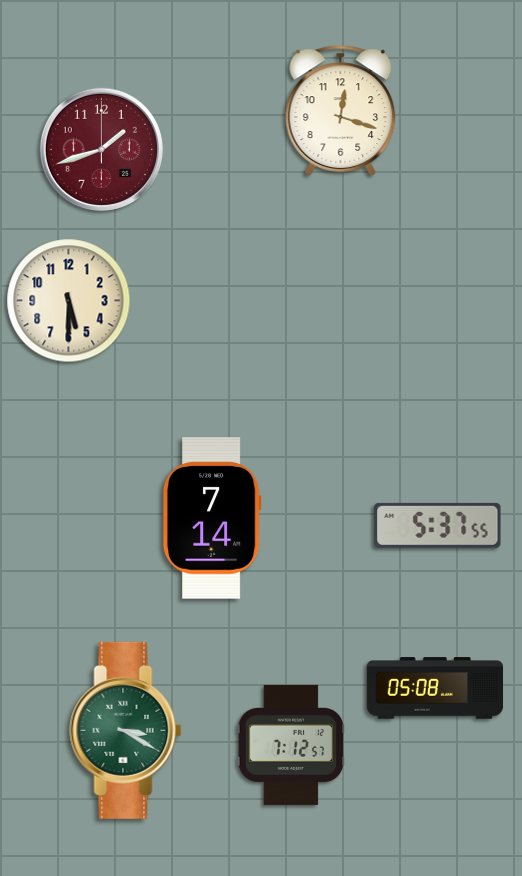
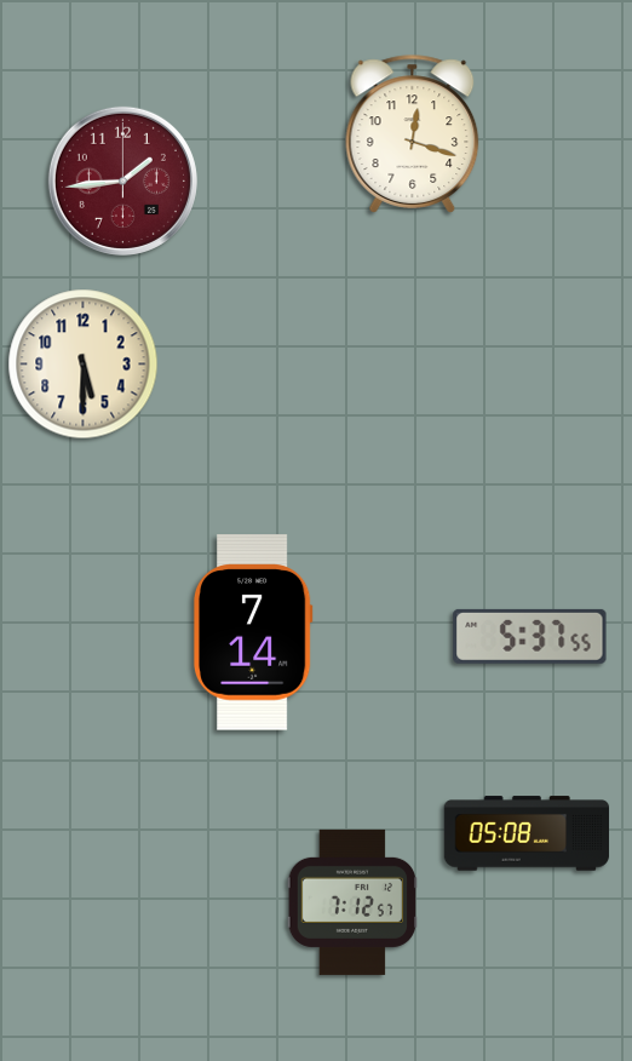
clock at (101, 149): 1:42 -> 1:44
clock at (212, 518) position: (212, 518) -> (253, 632)
clock at (126, 730): 3:20 -> none
